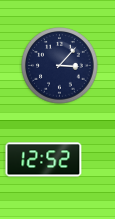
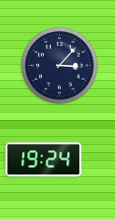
clock at (44, 160): 12:52 -> 19:24
